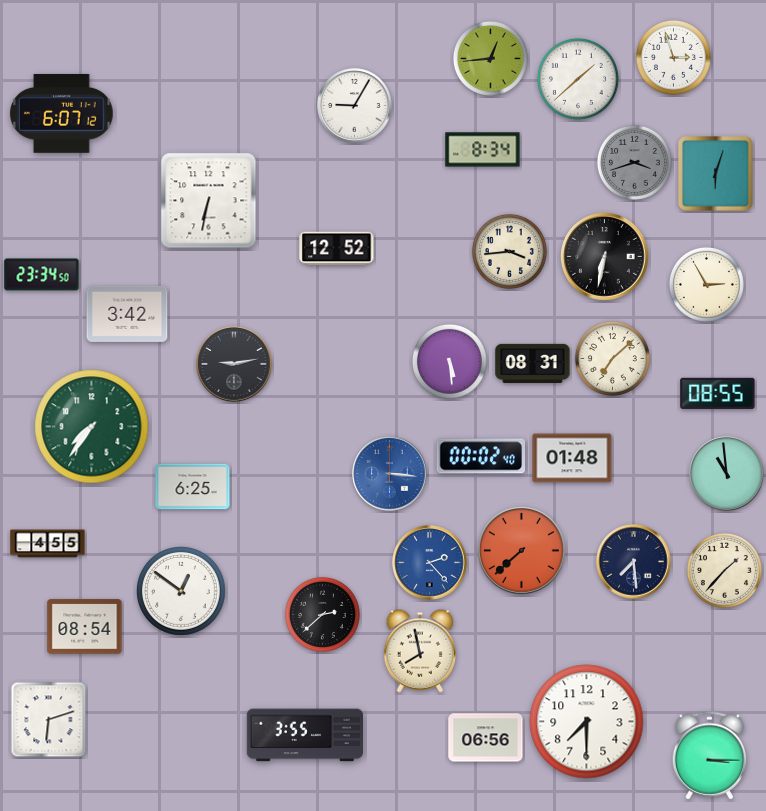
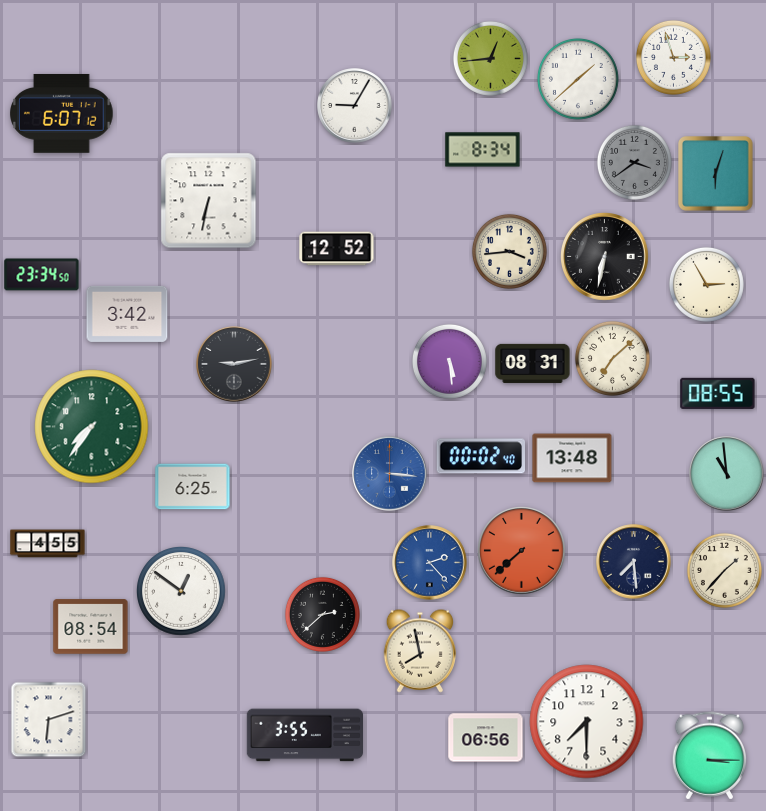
clock at (634, 162): 3:42 -> 3:39
clock at (572, 458): 01:48 -> 13:48
clock at (85, 627) position: (85, 627) -> (91, 627)
